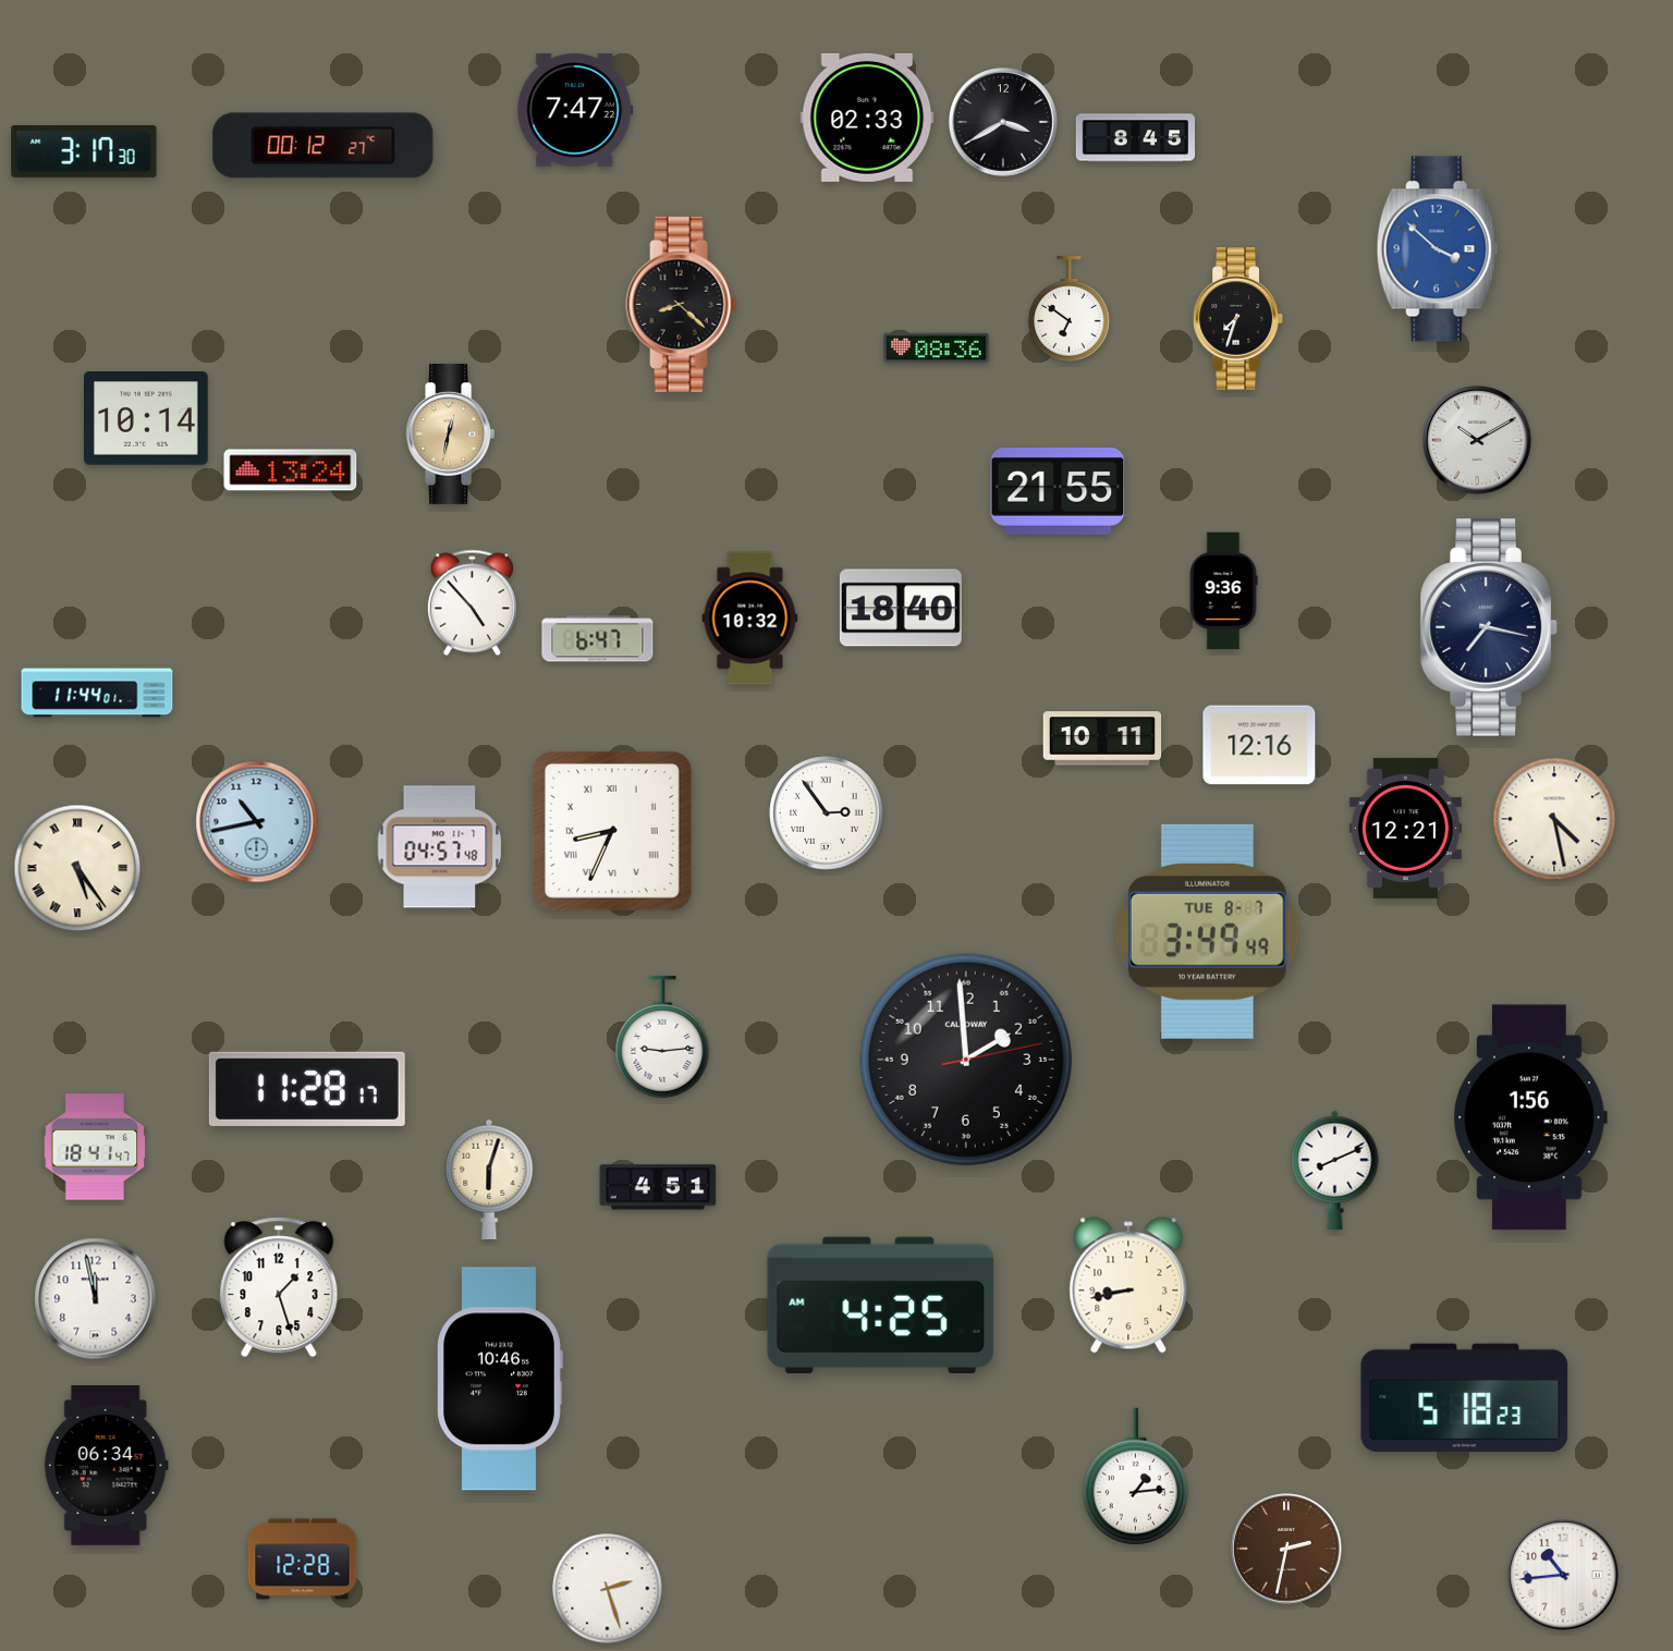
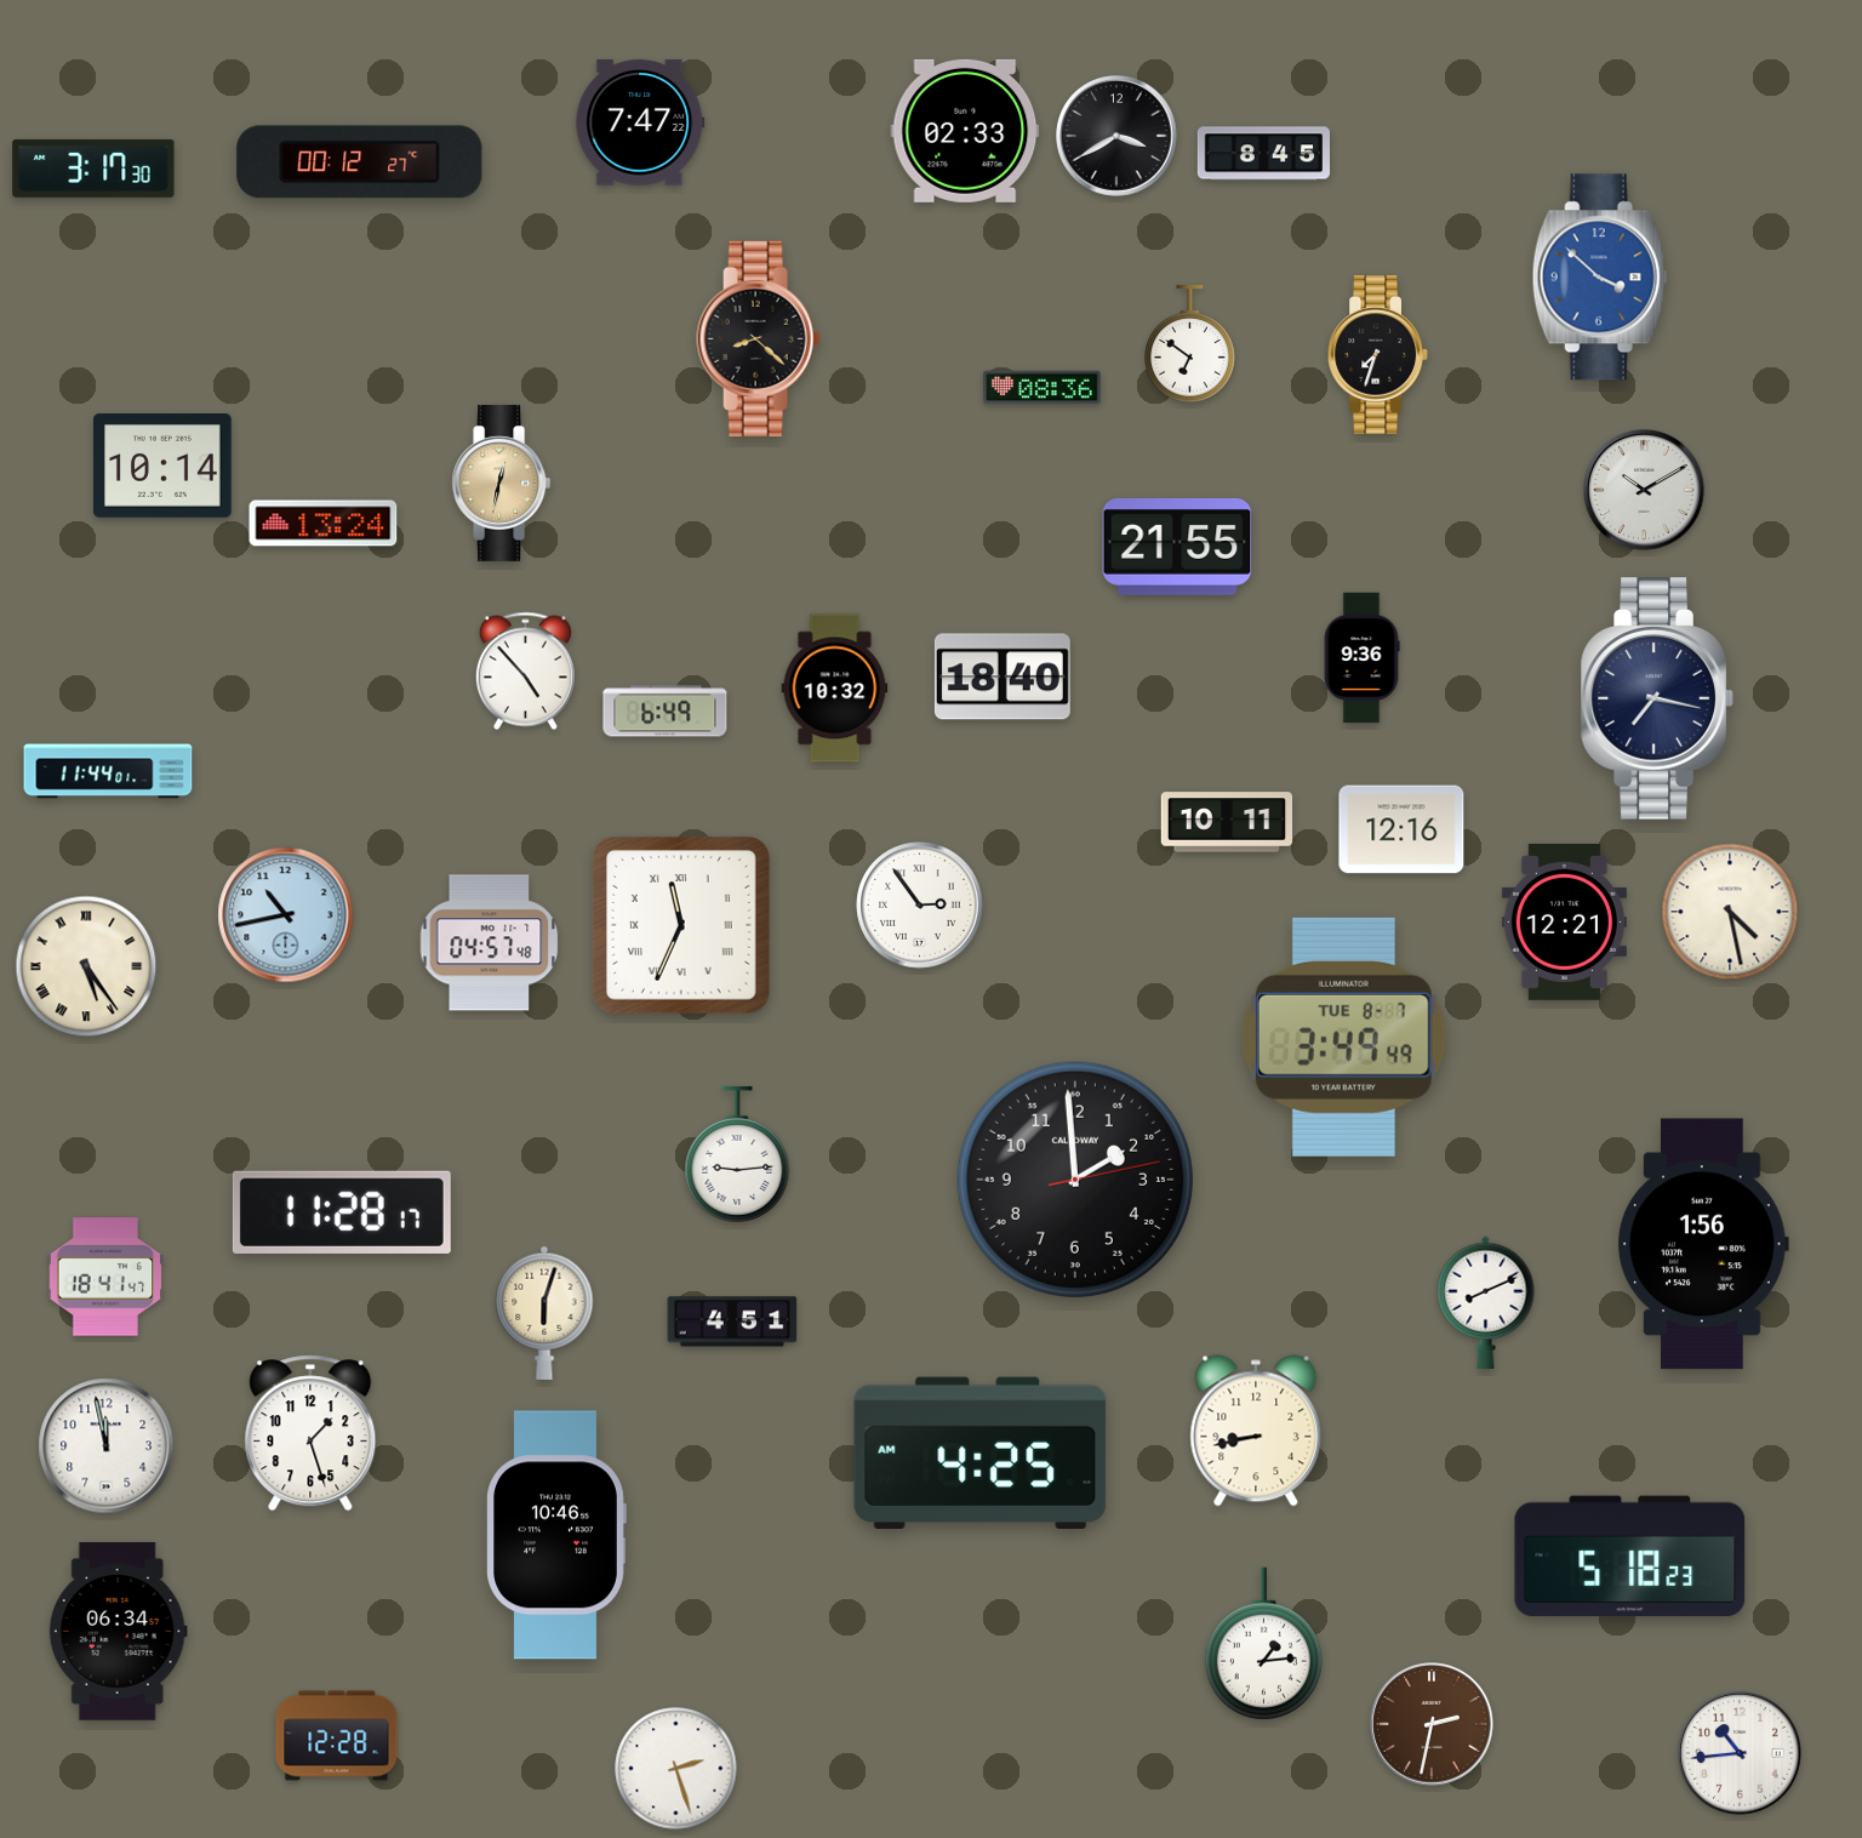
clock at (598, 639): 6:47 -> 6:49
clock at (613, 832): 8:34 -> 11:34
